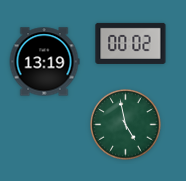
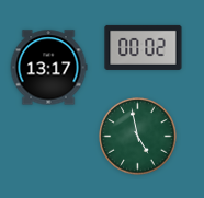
clock at (44, 62): 13:19 -> 13:17
